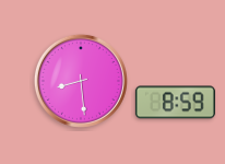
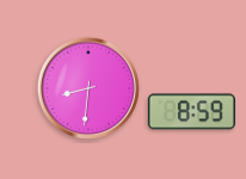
clock at (81, 81): 8:29 -> 8:31
